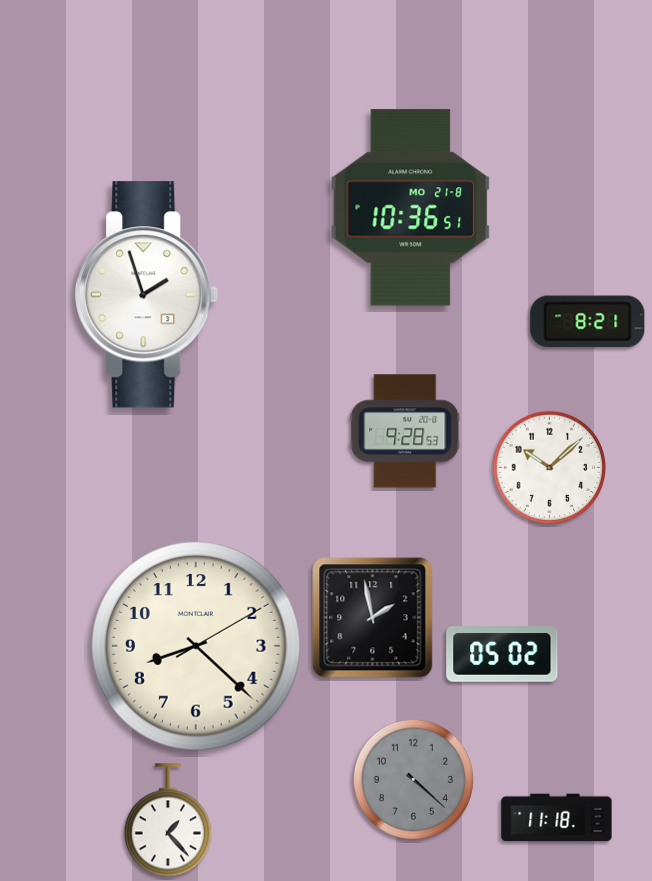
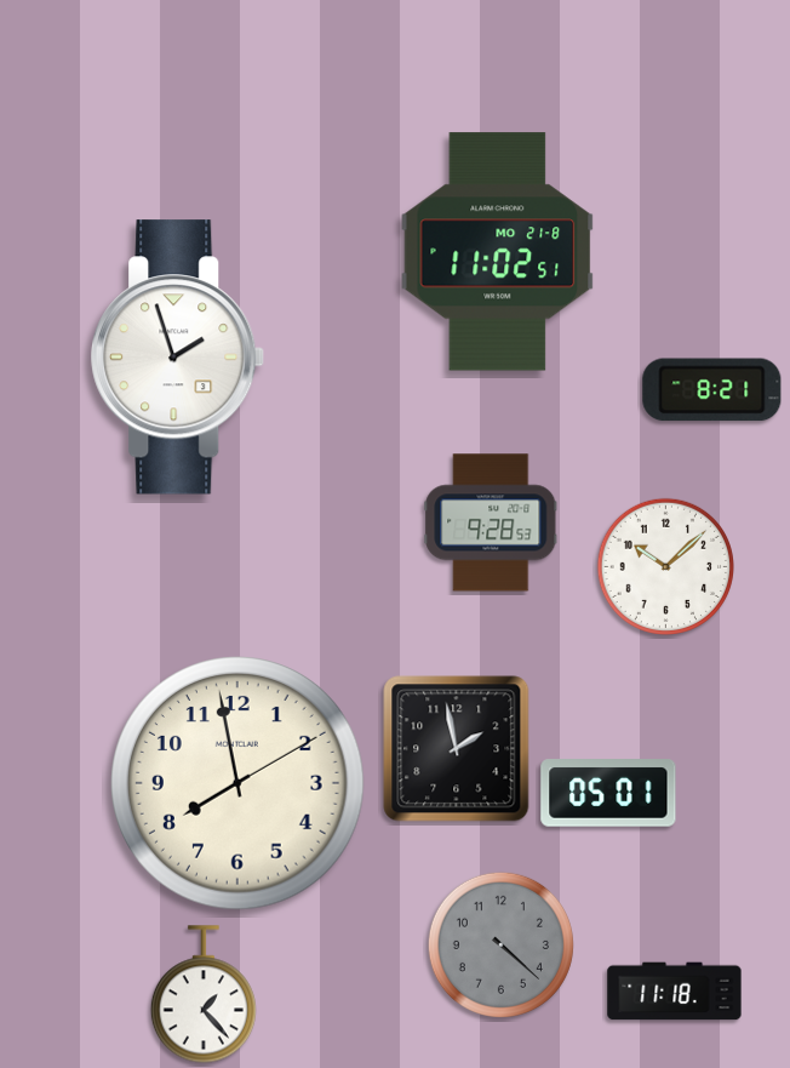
clock at (411, 208): 10:36 -> 11:02
clock at (373, 618) position: (373, 618) -> (457, 749)
clock at (197, 647): 8:22 -> 7:58
clock at (502, 654): 05:02 -> 05:01
